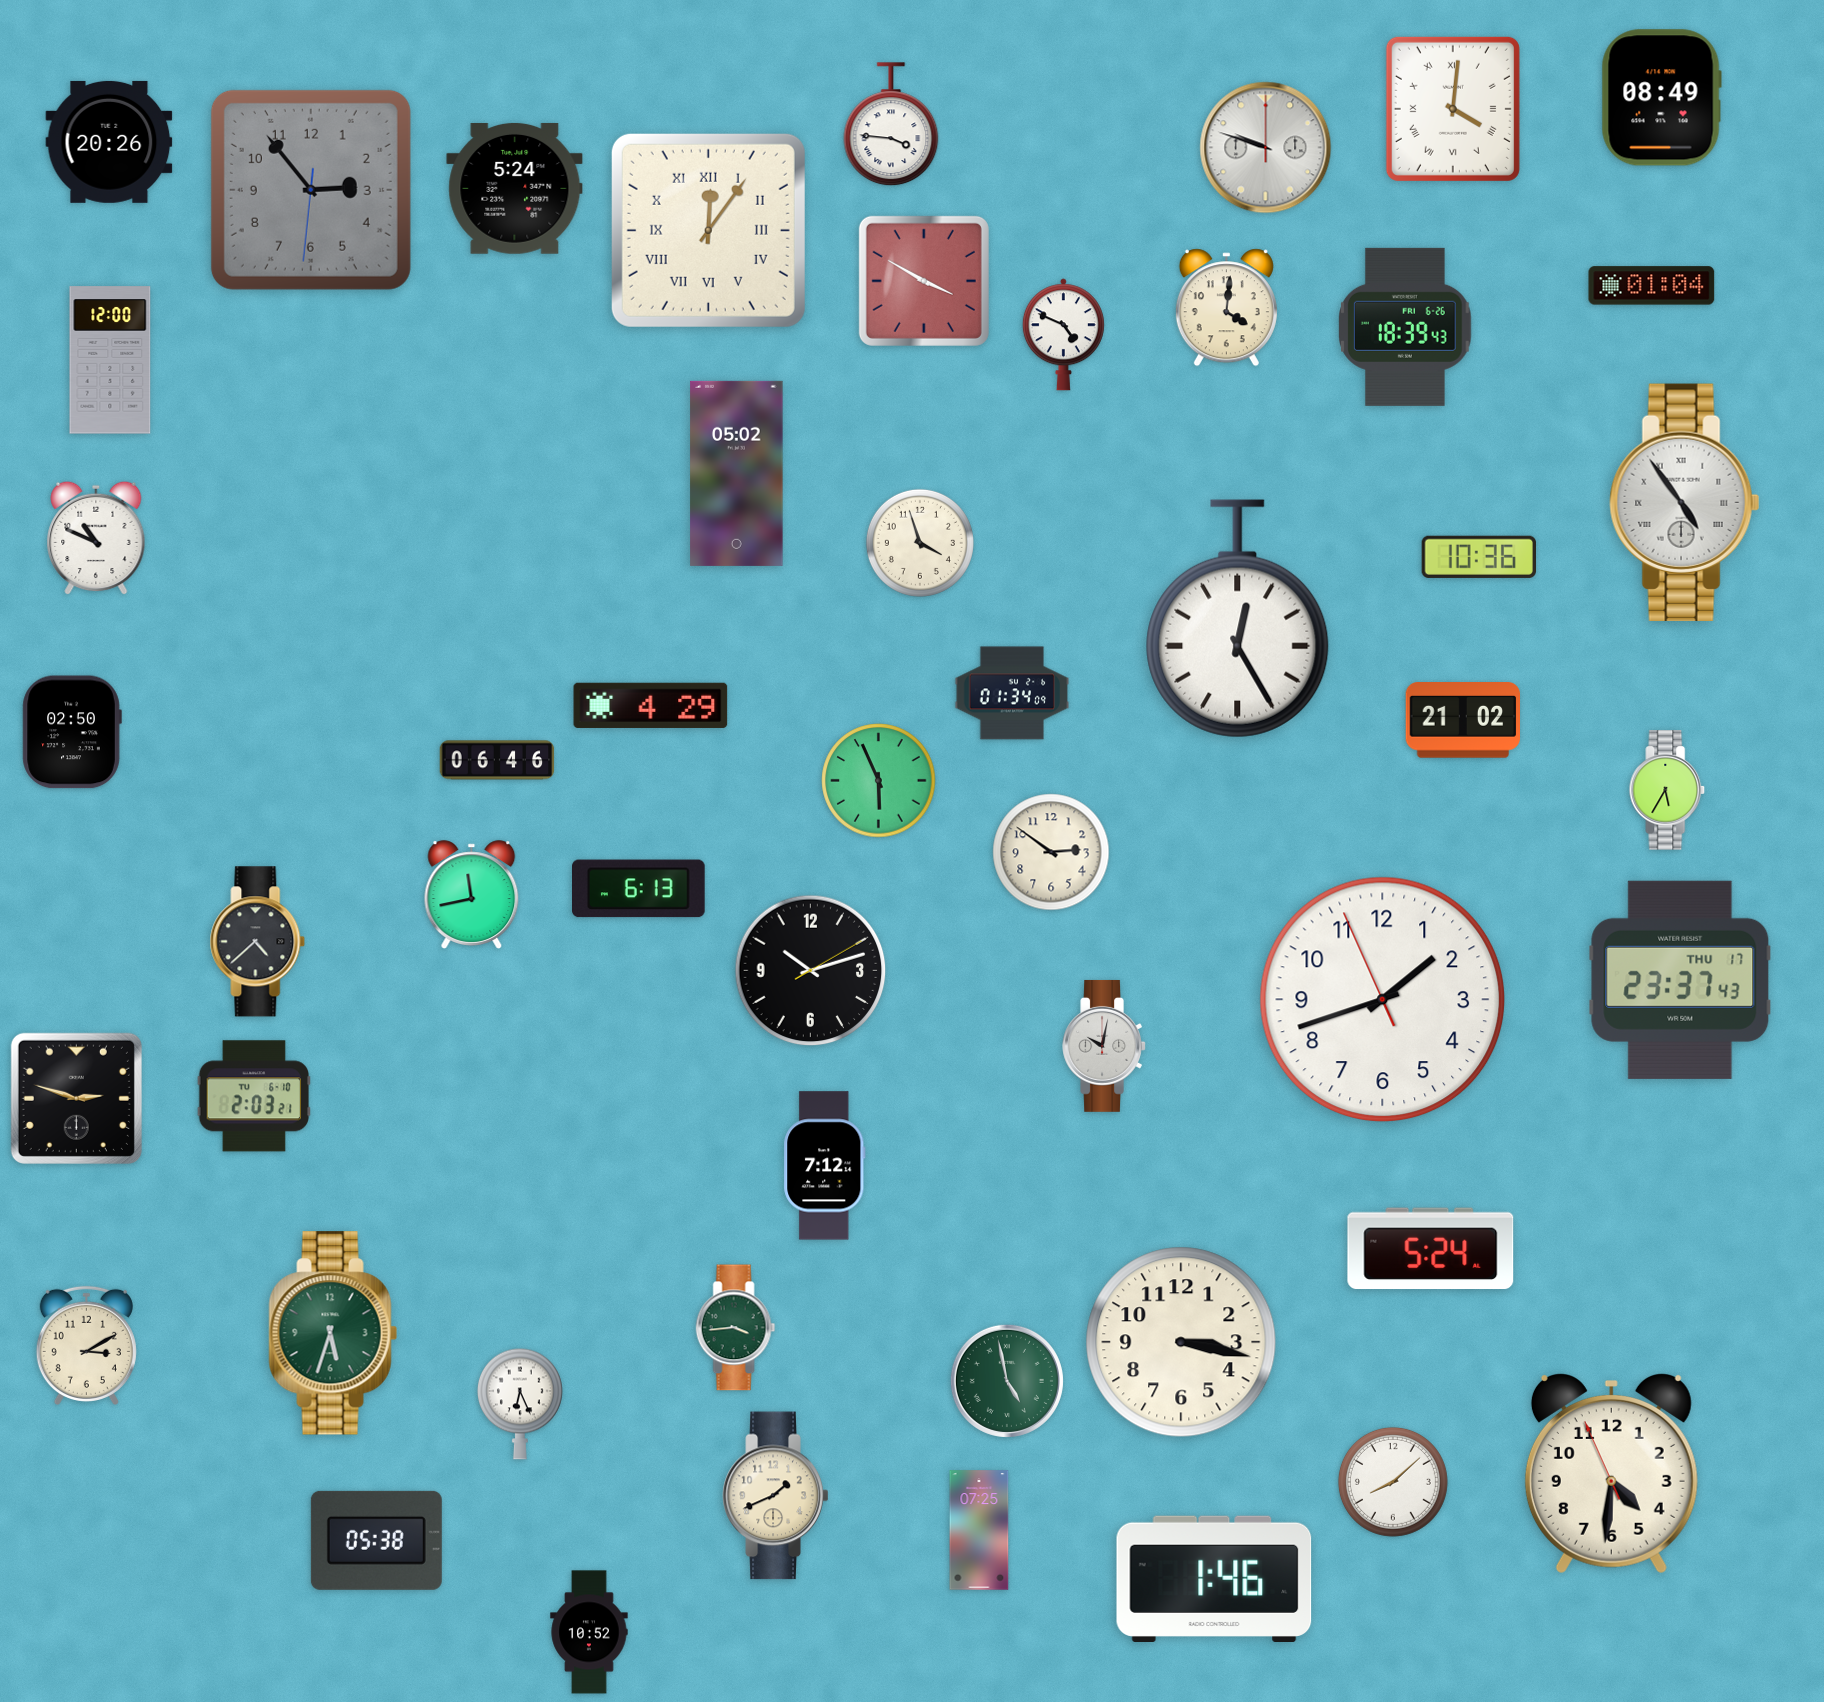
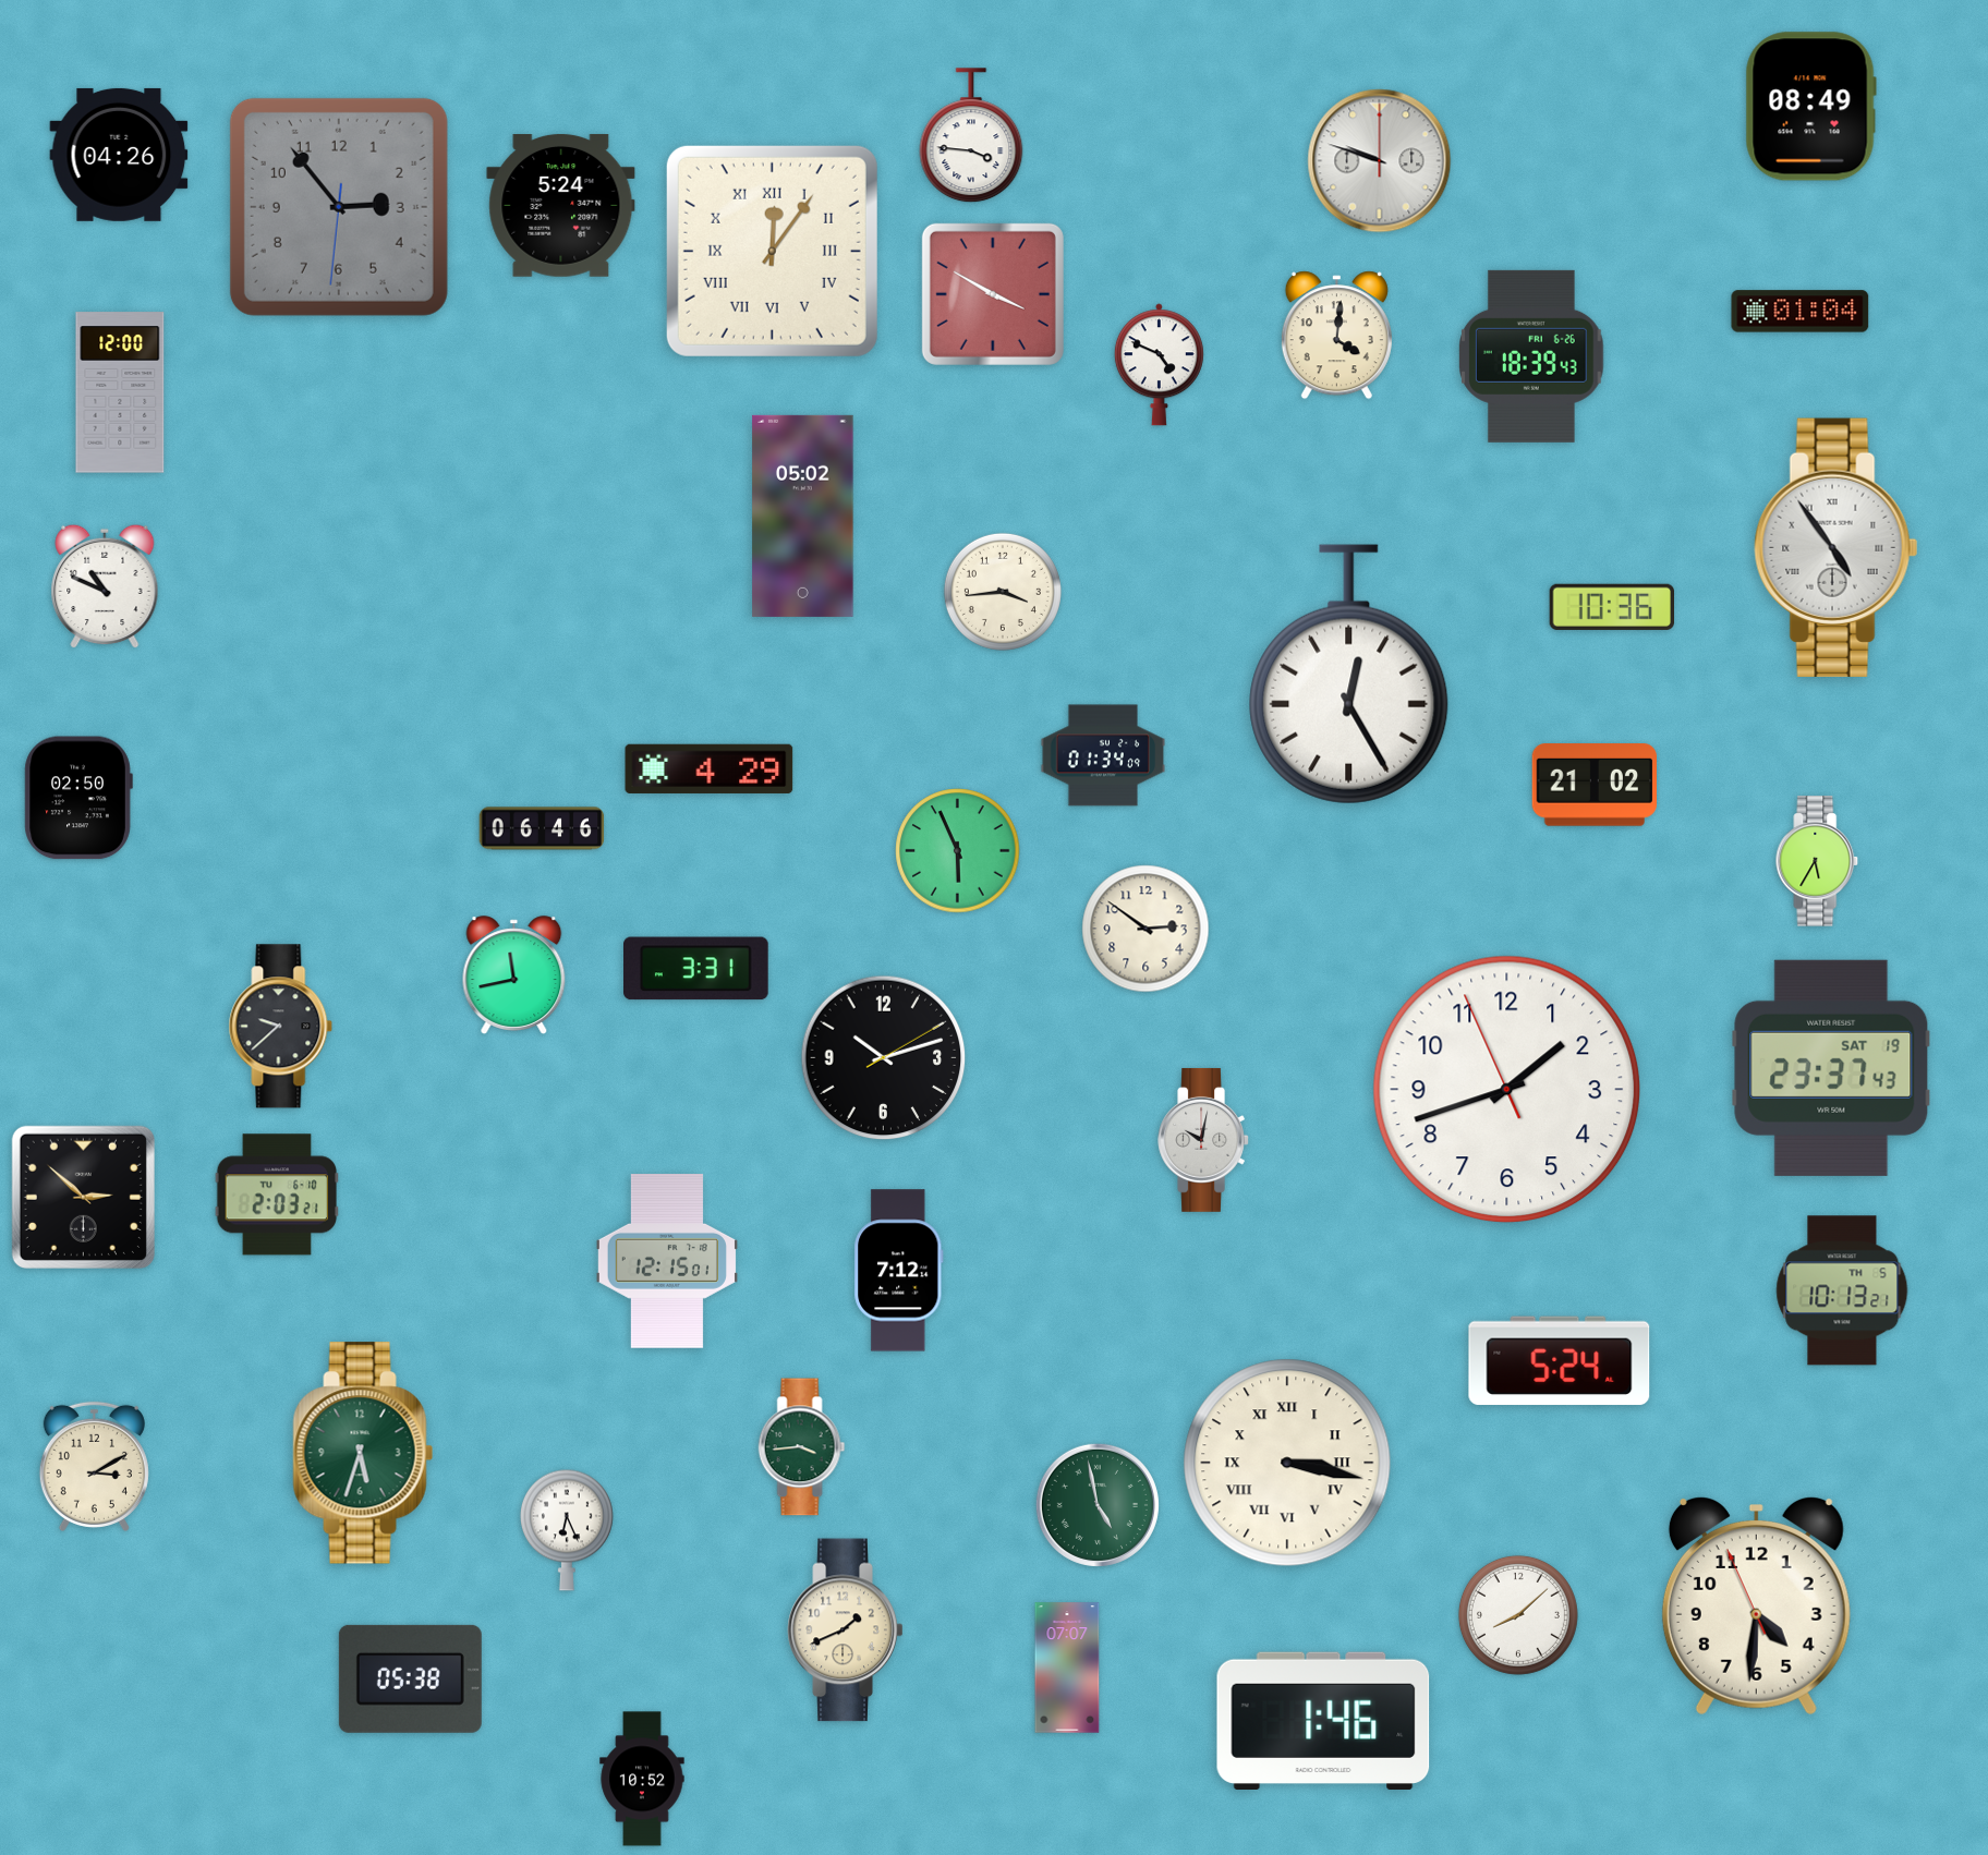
clock at (1453, 109): 4:01 -> none
clock at (109, 142): 20:26 -> 04:26
clock at (924, 281) position: (924, 281) -> (993, 294)
clock at (920, 543): 3:57 -> 3:44
clock at (639, 889): 6:13 -> 3:31
clock at (258, 942): 4:38 -> 9:38
clock at (1680, 980) date: THU 17 -> SAT 19
clock at (76, 1098): 2:48 -> 2:52
clock at (666, 1262): none -> 12:15
clock at (1842, 1290): none -> 10:13
clock at (1181, 1342) numerals: Arabic -> Roman
clock at (979, 1530): 07:25 -> 07:07
